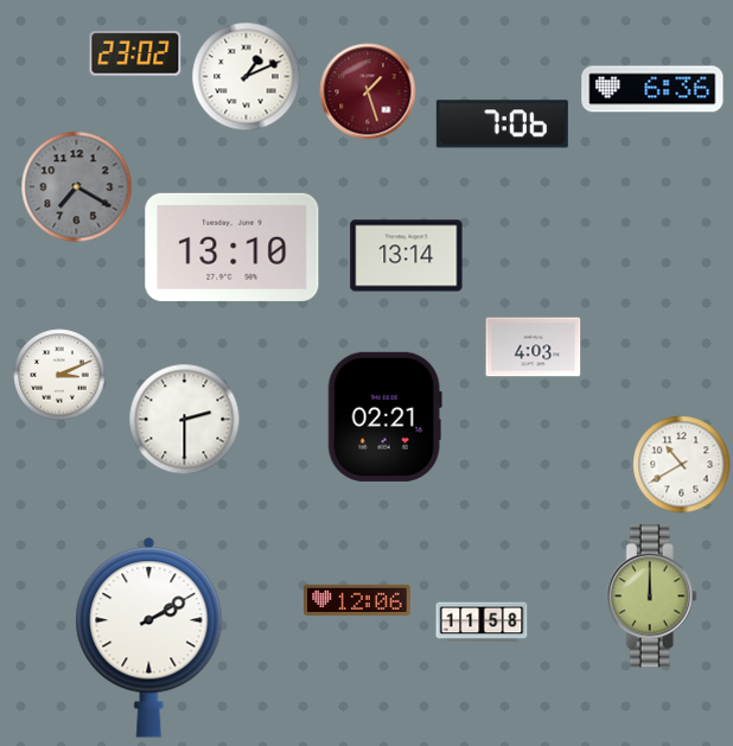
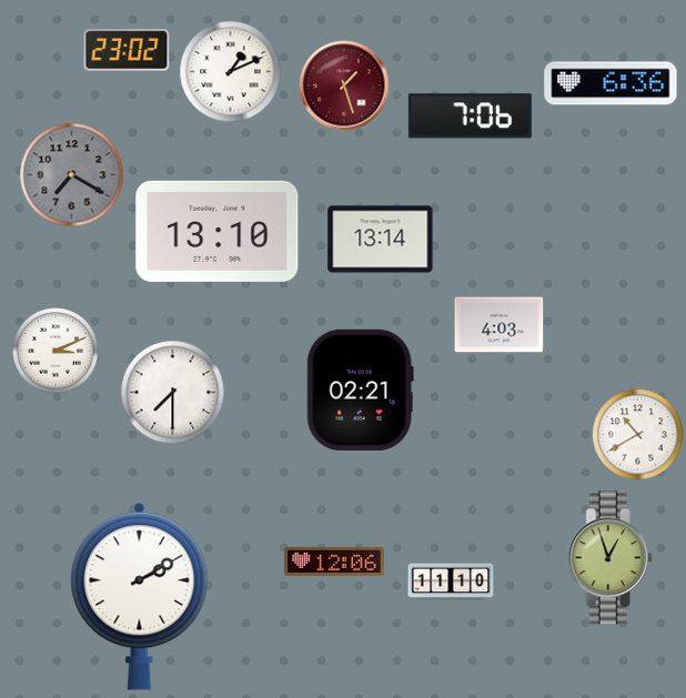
clock at (185, 420): 2:30 -> 7:30
clock at (651, 597): 12:00 -> 12:57
clock at (482, 623): 11:58 -> 11:10
